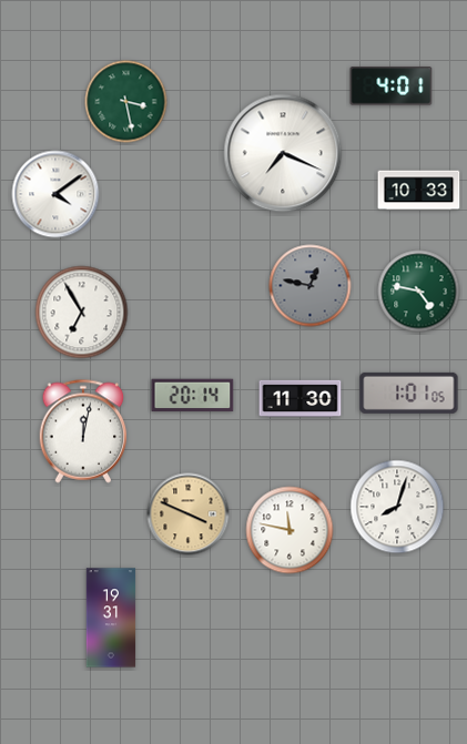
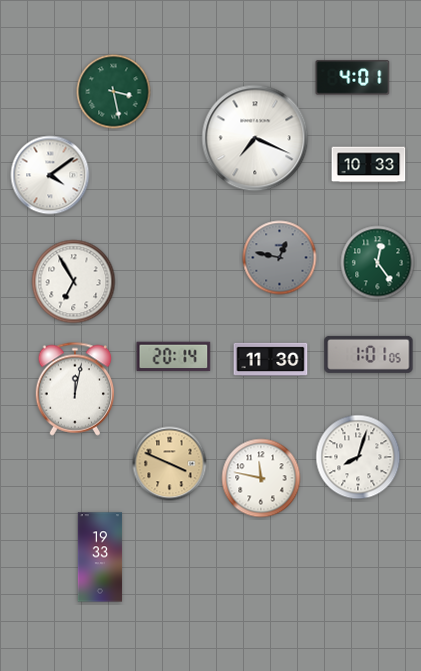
clock at (419, 191) position: (419, 191) -> (369, 165)
clock at (419, 292): 4:47 -> 12:24
clock at (111, 618): 19:31 -> 19:33
